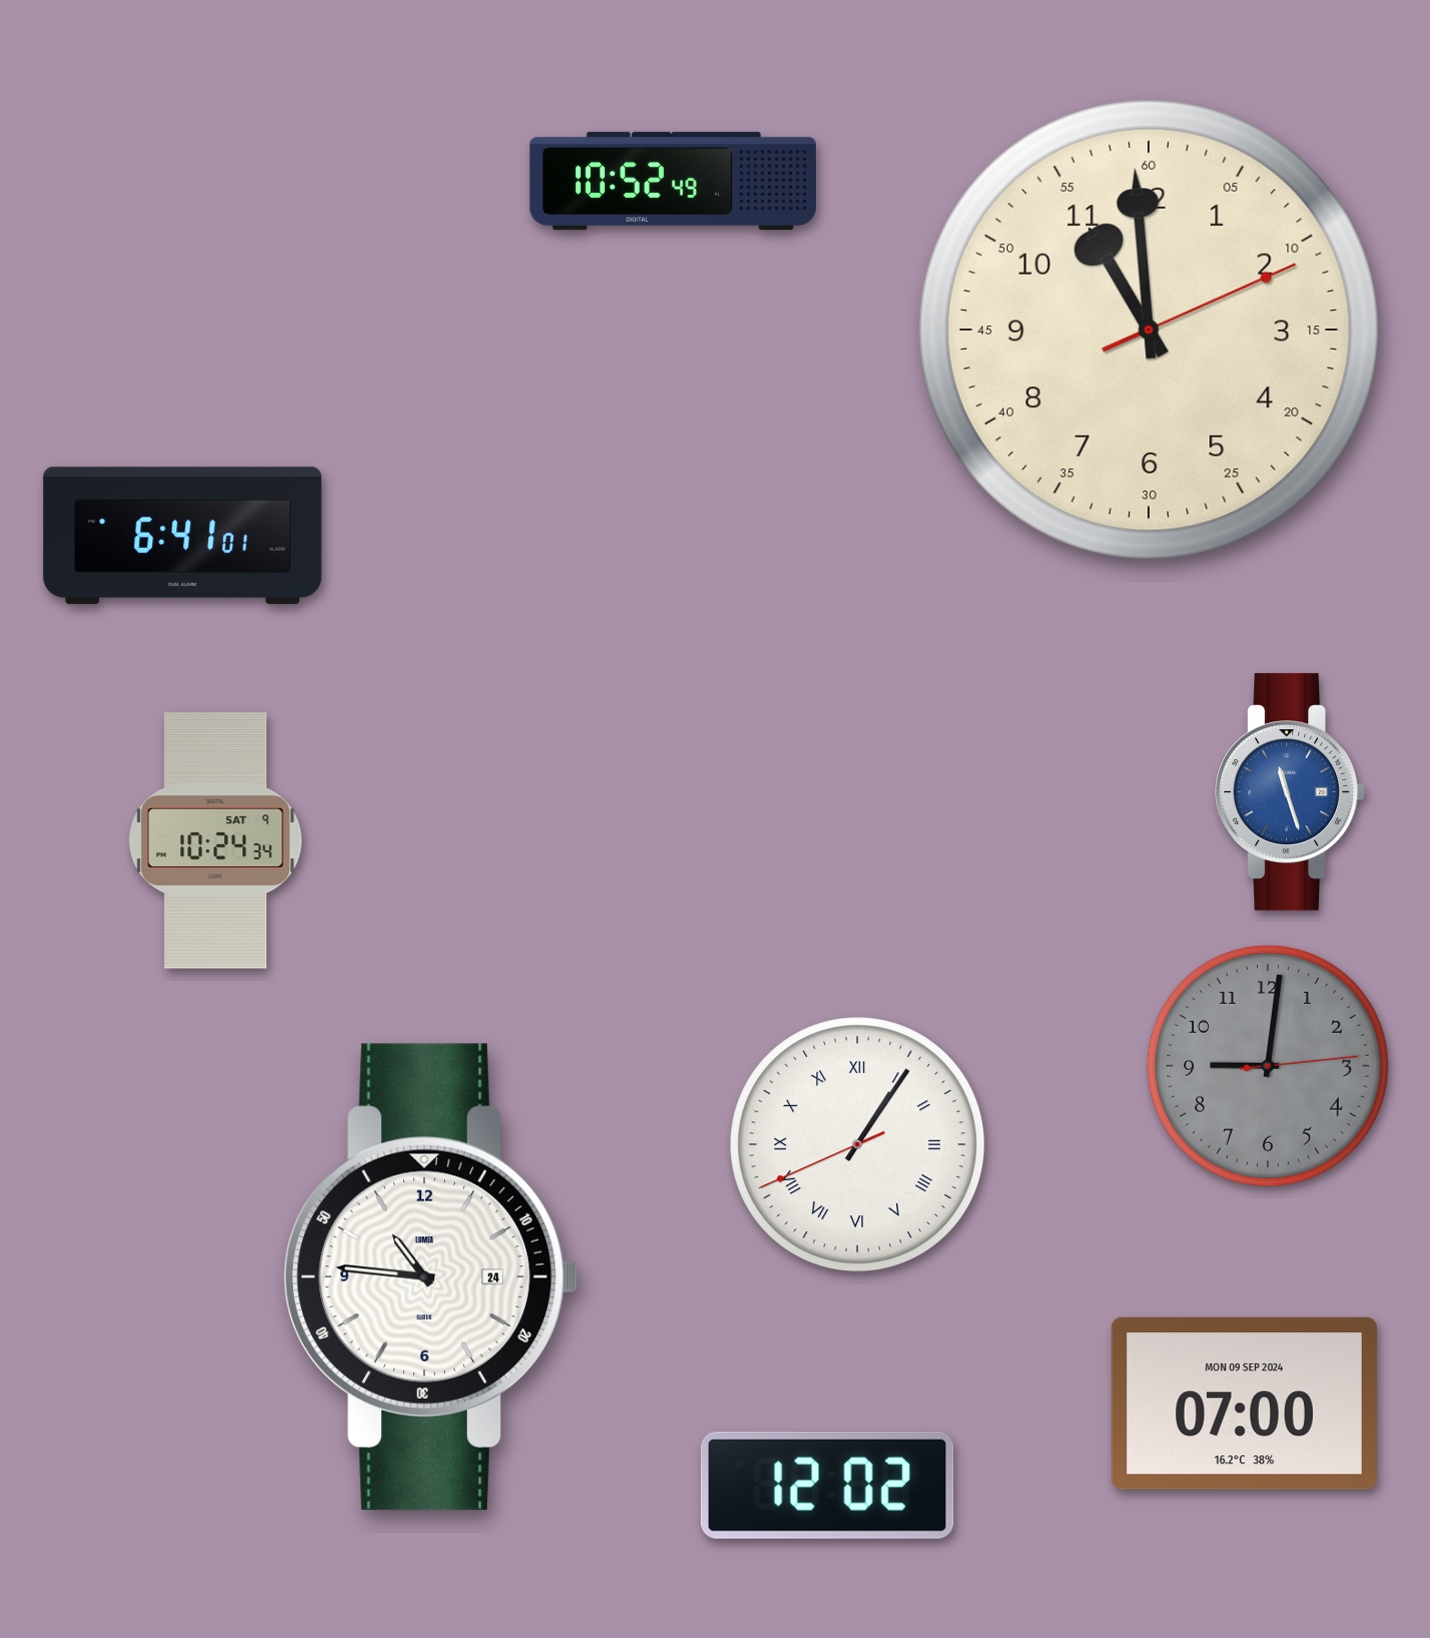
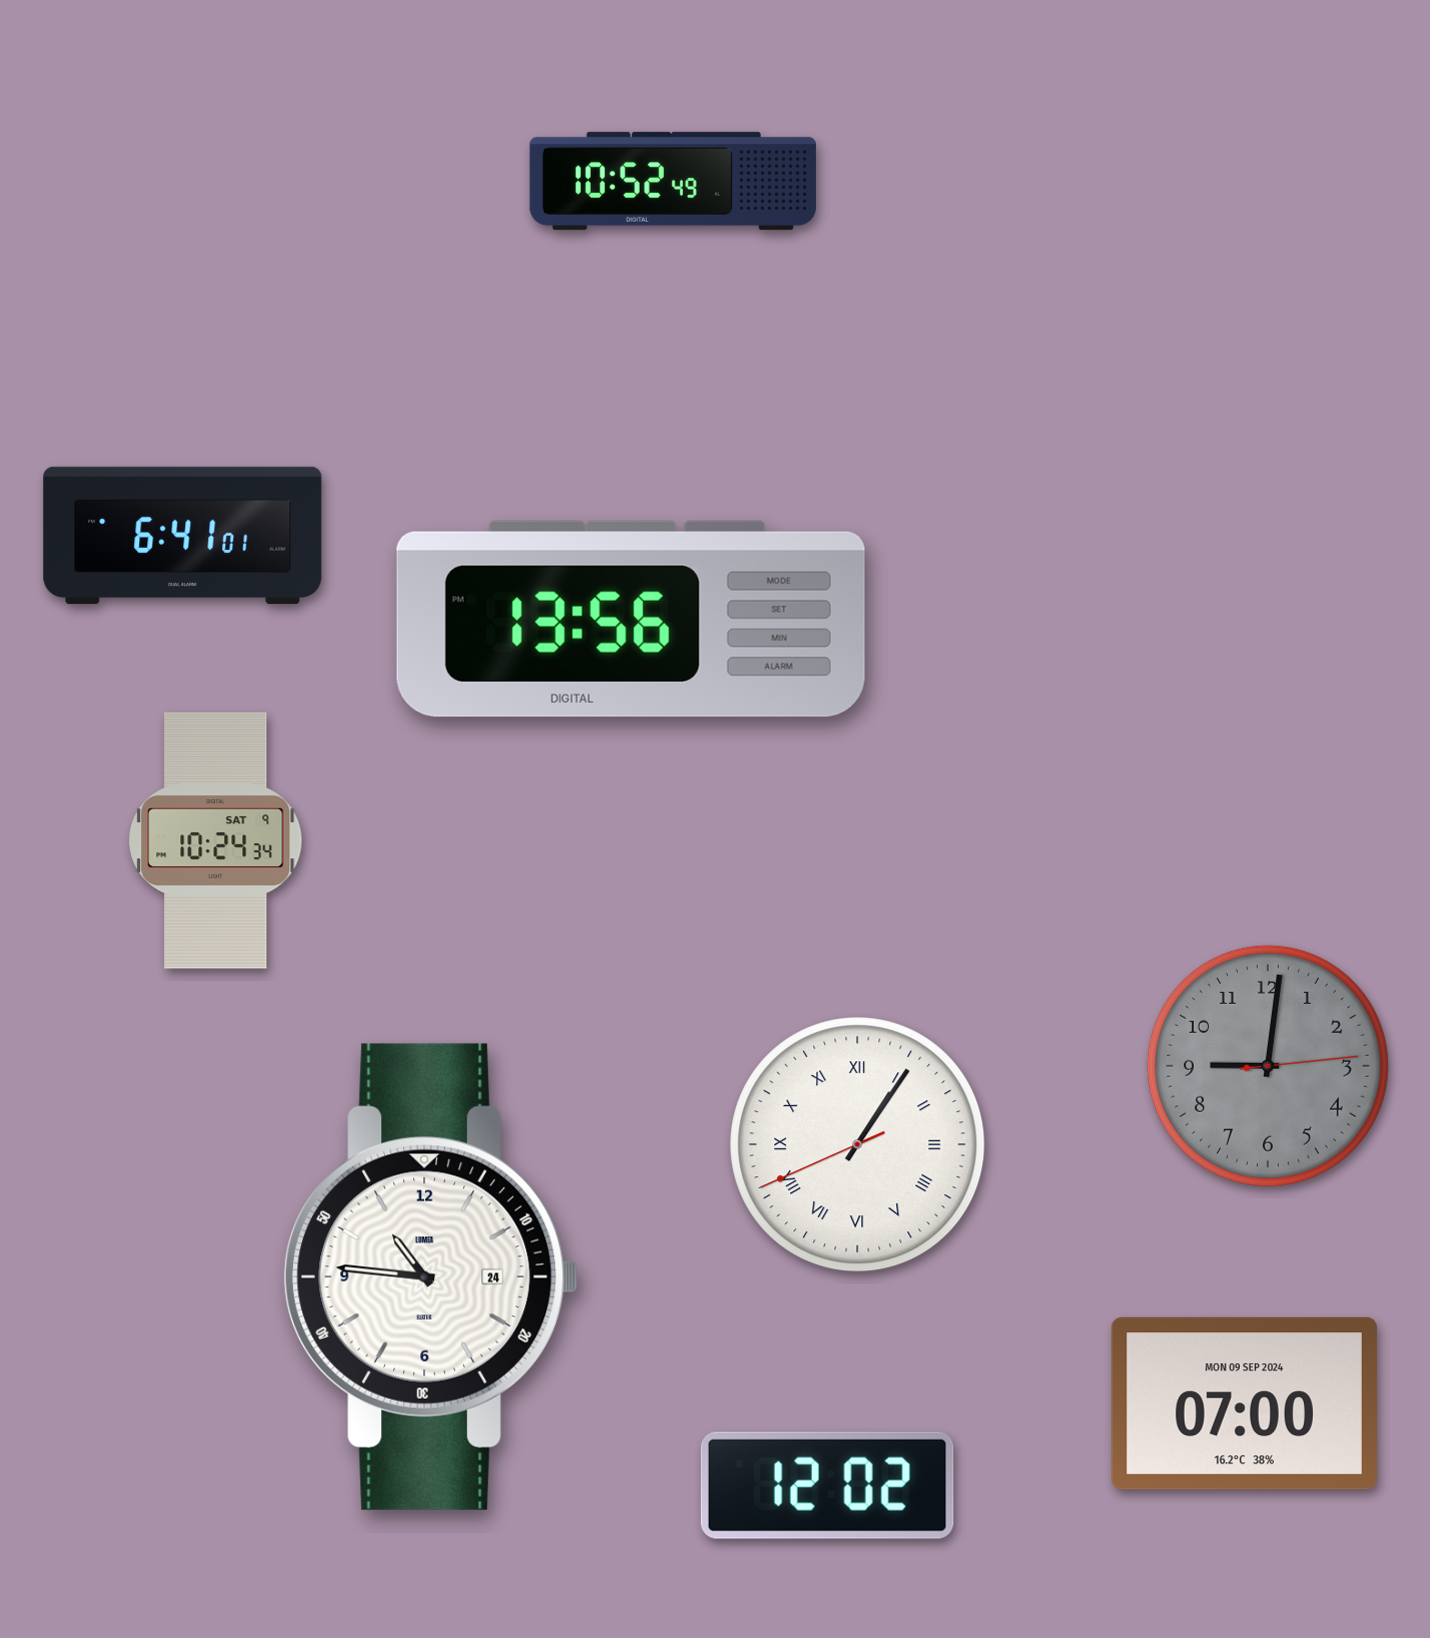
clock at (1149, 330): 10:59 -> none
clock at (631, 619): none -> 13:56
clock at (1290, 792): 11:27 -> none
